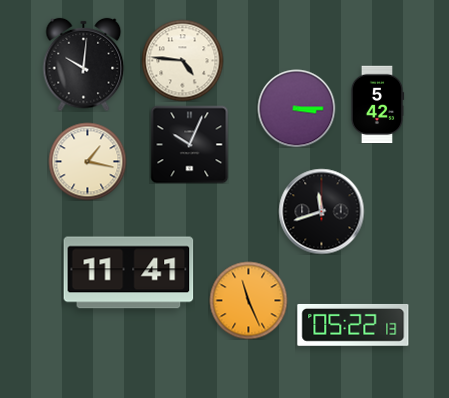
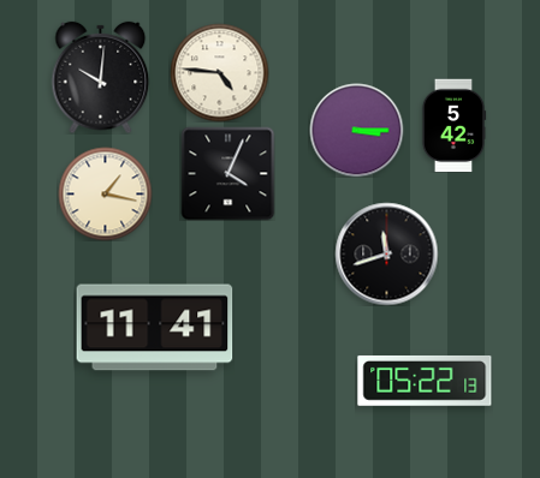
clock at (189, 144): 10:04 -> 4:04
clock at (248, 300): 11:26 -> none
clock at (353, 325) position: (353, 325) -> (425, 381)
